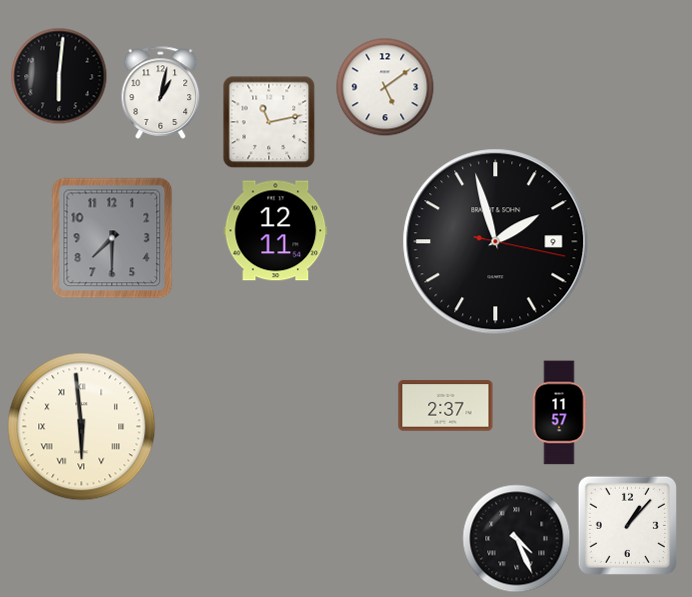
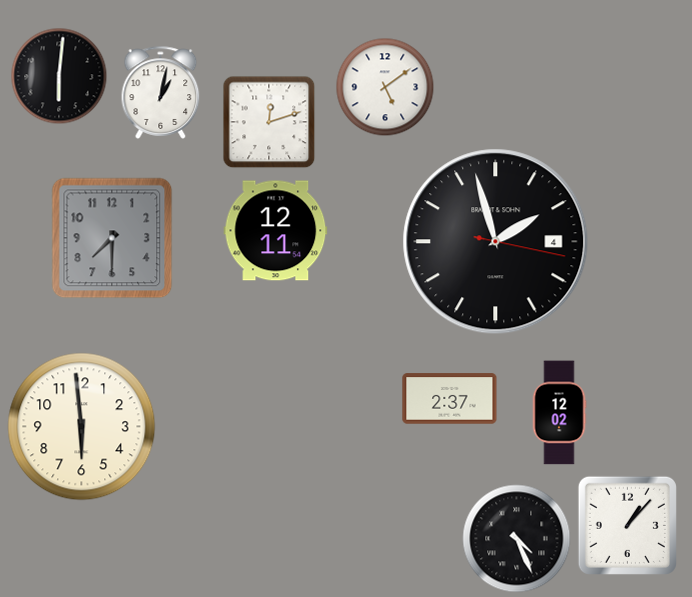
clock at (269, 122): 11:13 -> 12:12
clock at (496, 242) date: 9 -> 4
clock at (446, 406) position: (446, 406) -> (450, 399)
clock at (559, 413): 11:57 -> 12:02
clock at (82, 427) numerals: Roman -> Arabic
